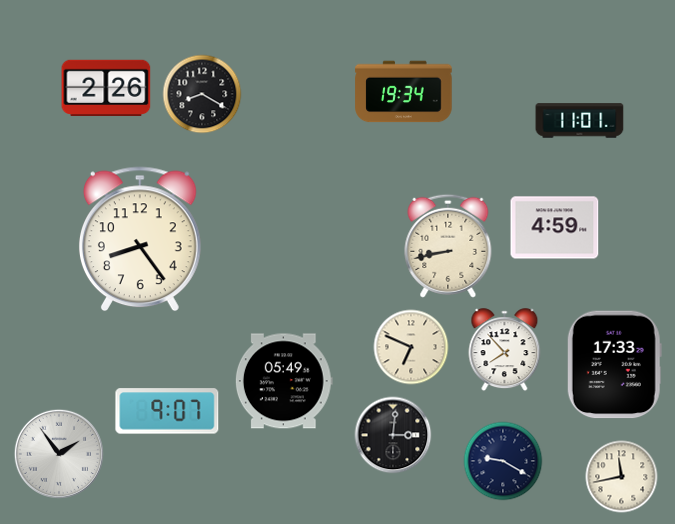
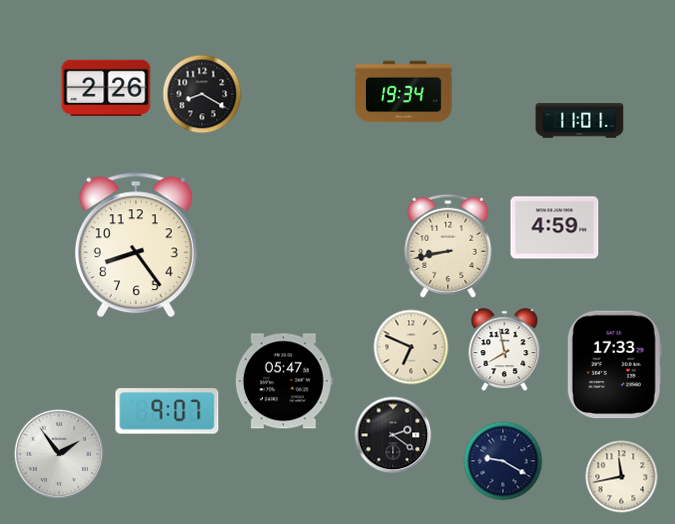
clock at (140, 239) position: (140, 239) -> (136, 245)
clock at (505, 350): 7:53 -> 7:58
clock at (284, 381): 05:49 -> 05:47
clock at (393, 435): 3:01 -> 2:21
